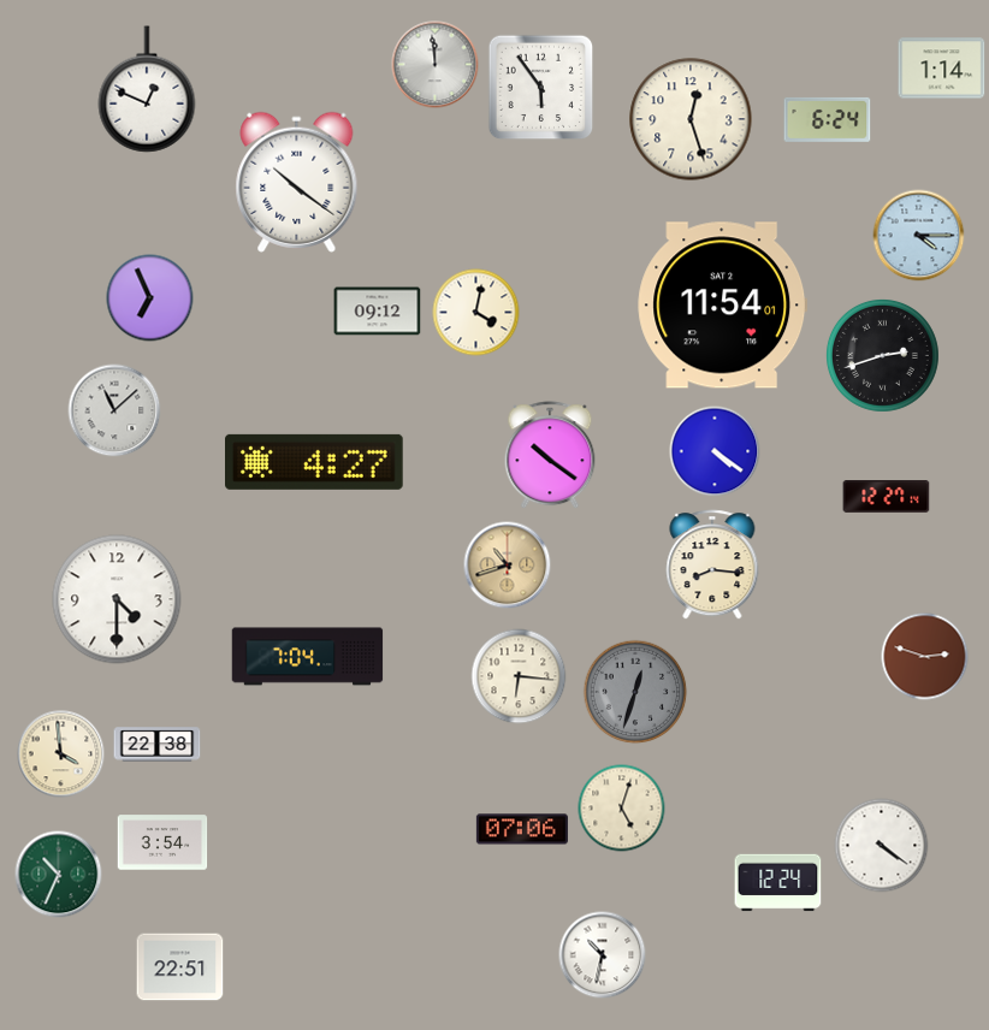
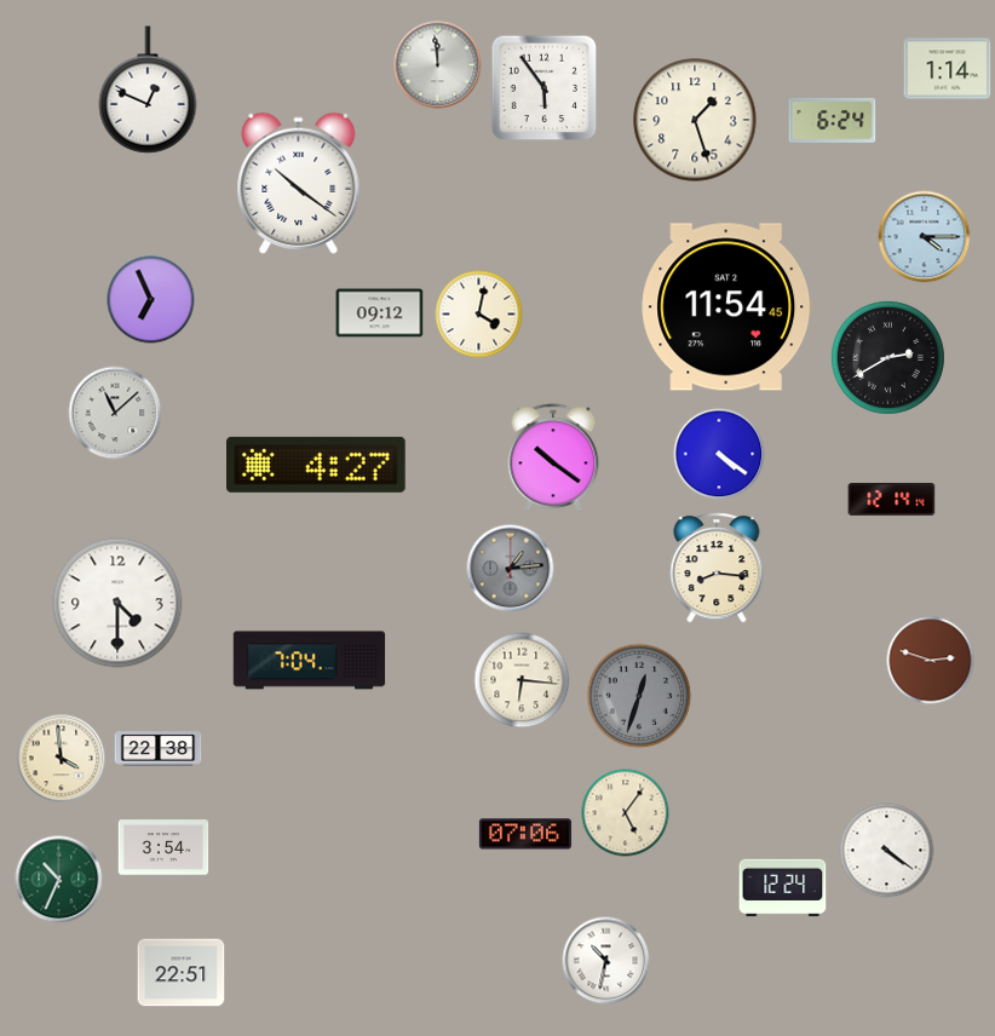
clock at (691, 119): 12:27 -> 1:27
clock at (723, 306): 11:54:01 -> 11:54:45
clock at (882, 355): 2:42 -> 2:40
clock at (887, 497): 12:27 -> 12:14
clock at (508, 566): 10:42 -> 1:14
clock at (508, 566) dial: champagne -> grey
clock at (622, 809): 5:03 -> 5:06
